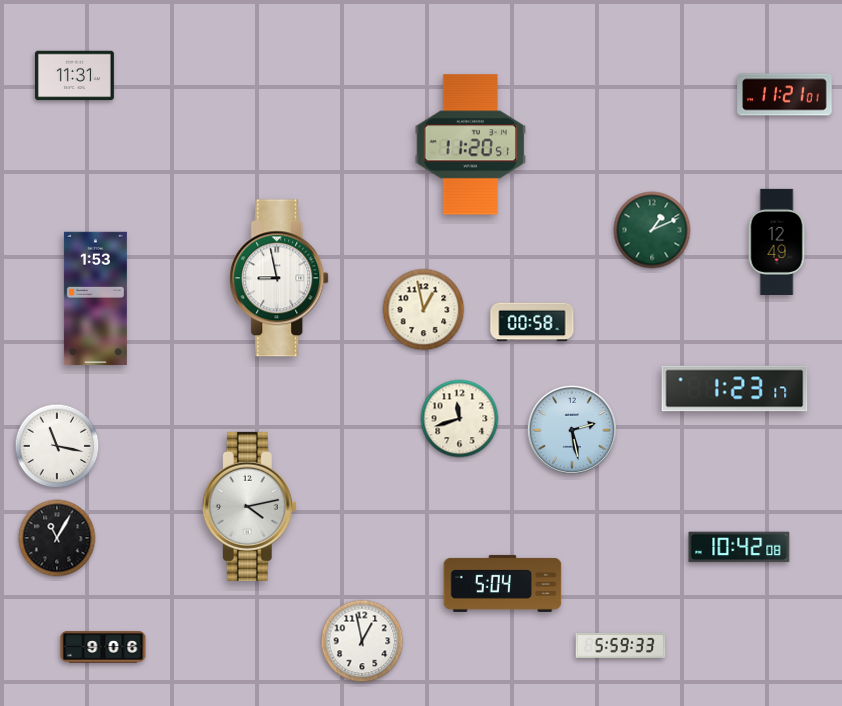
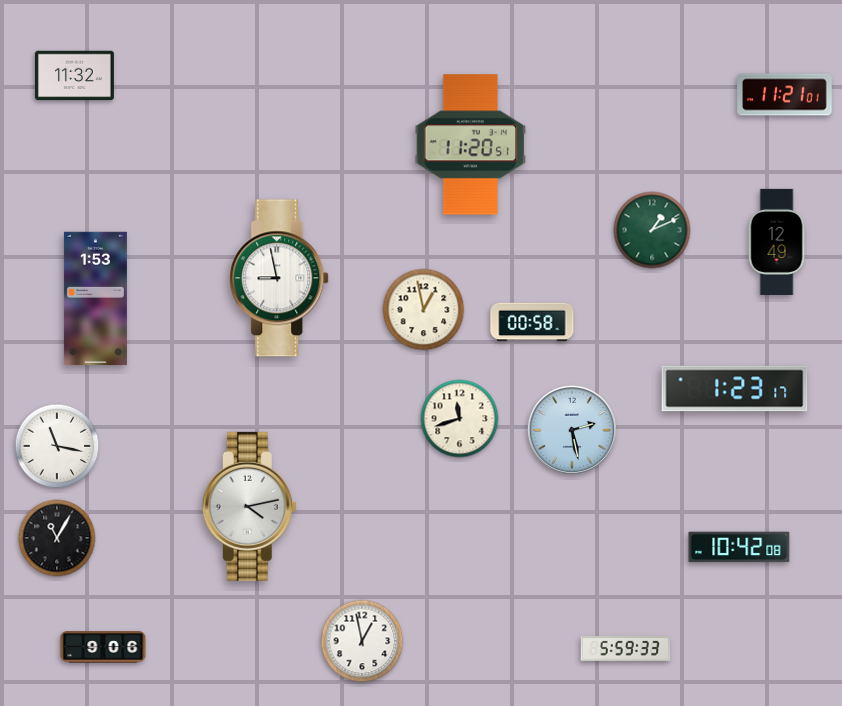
clock at (74, 76): 11:31 -> 11:32
clock at (503, 583): 5:04 -> none
clock at (621, 645) position: (621, 645) -> (626, 648)
